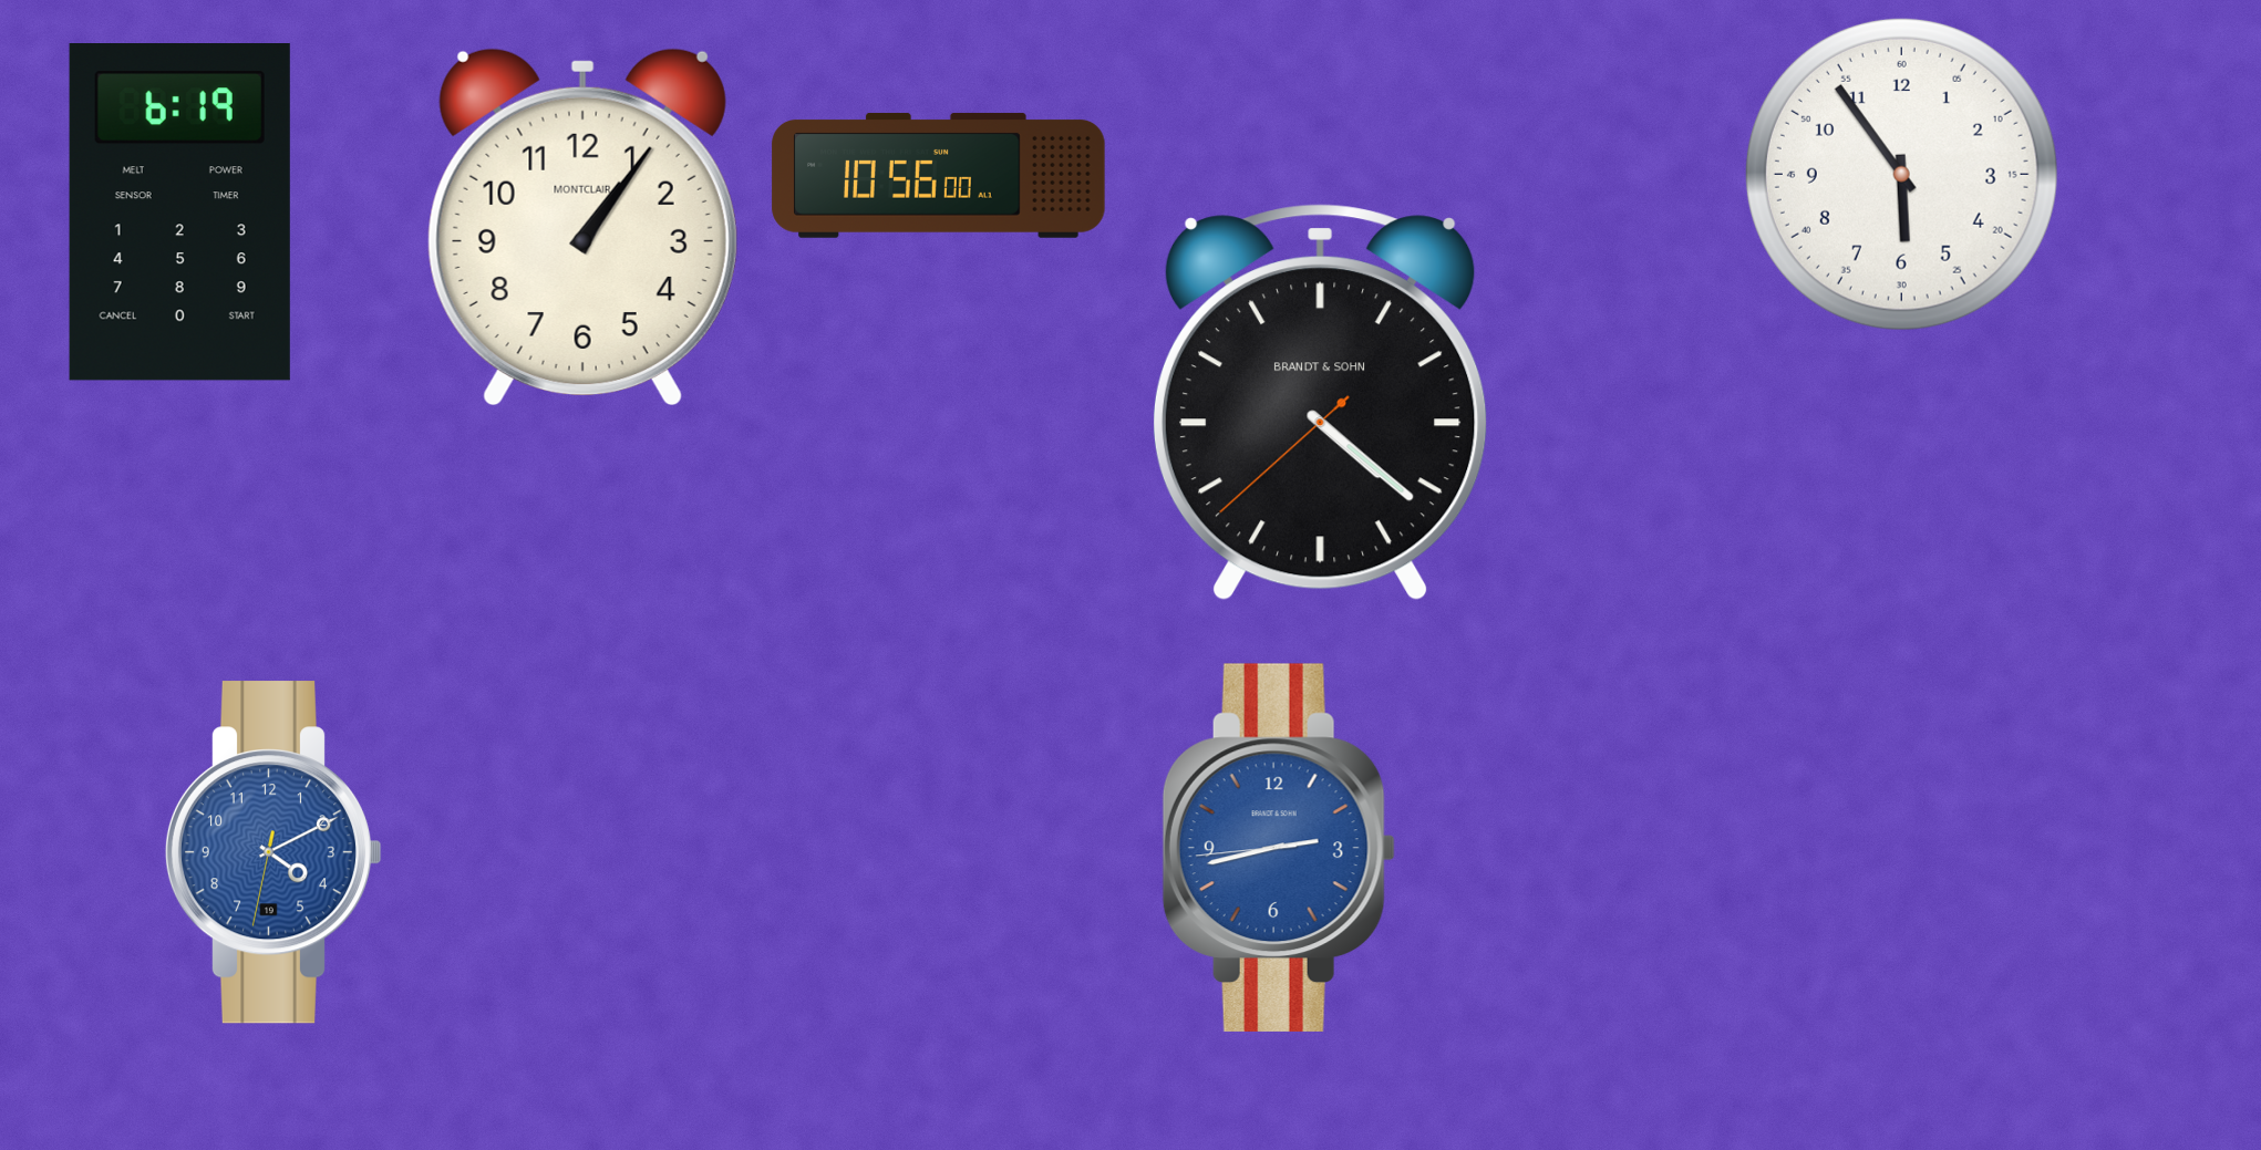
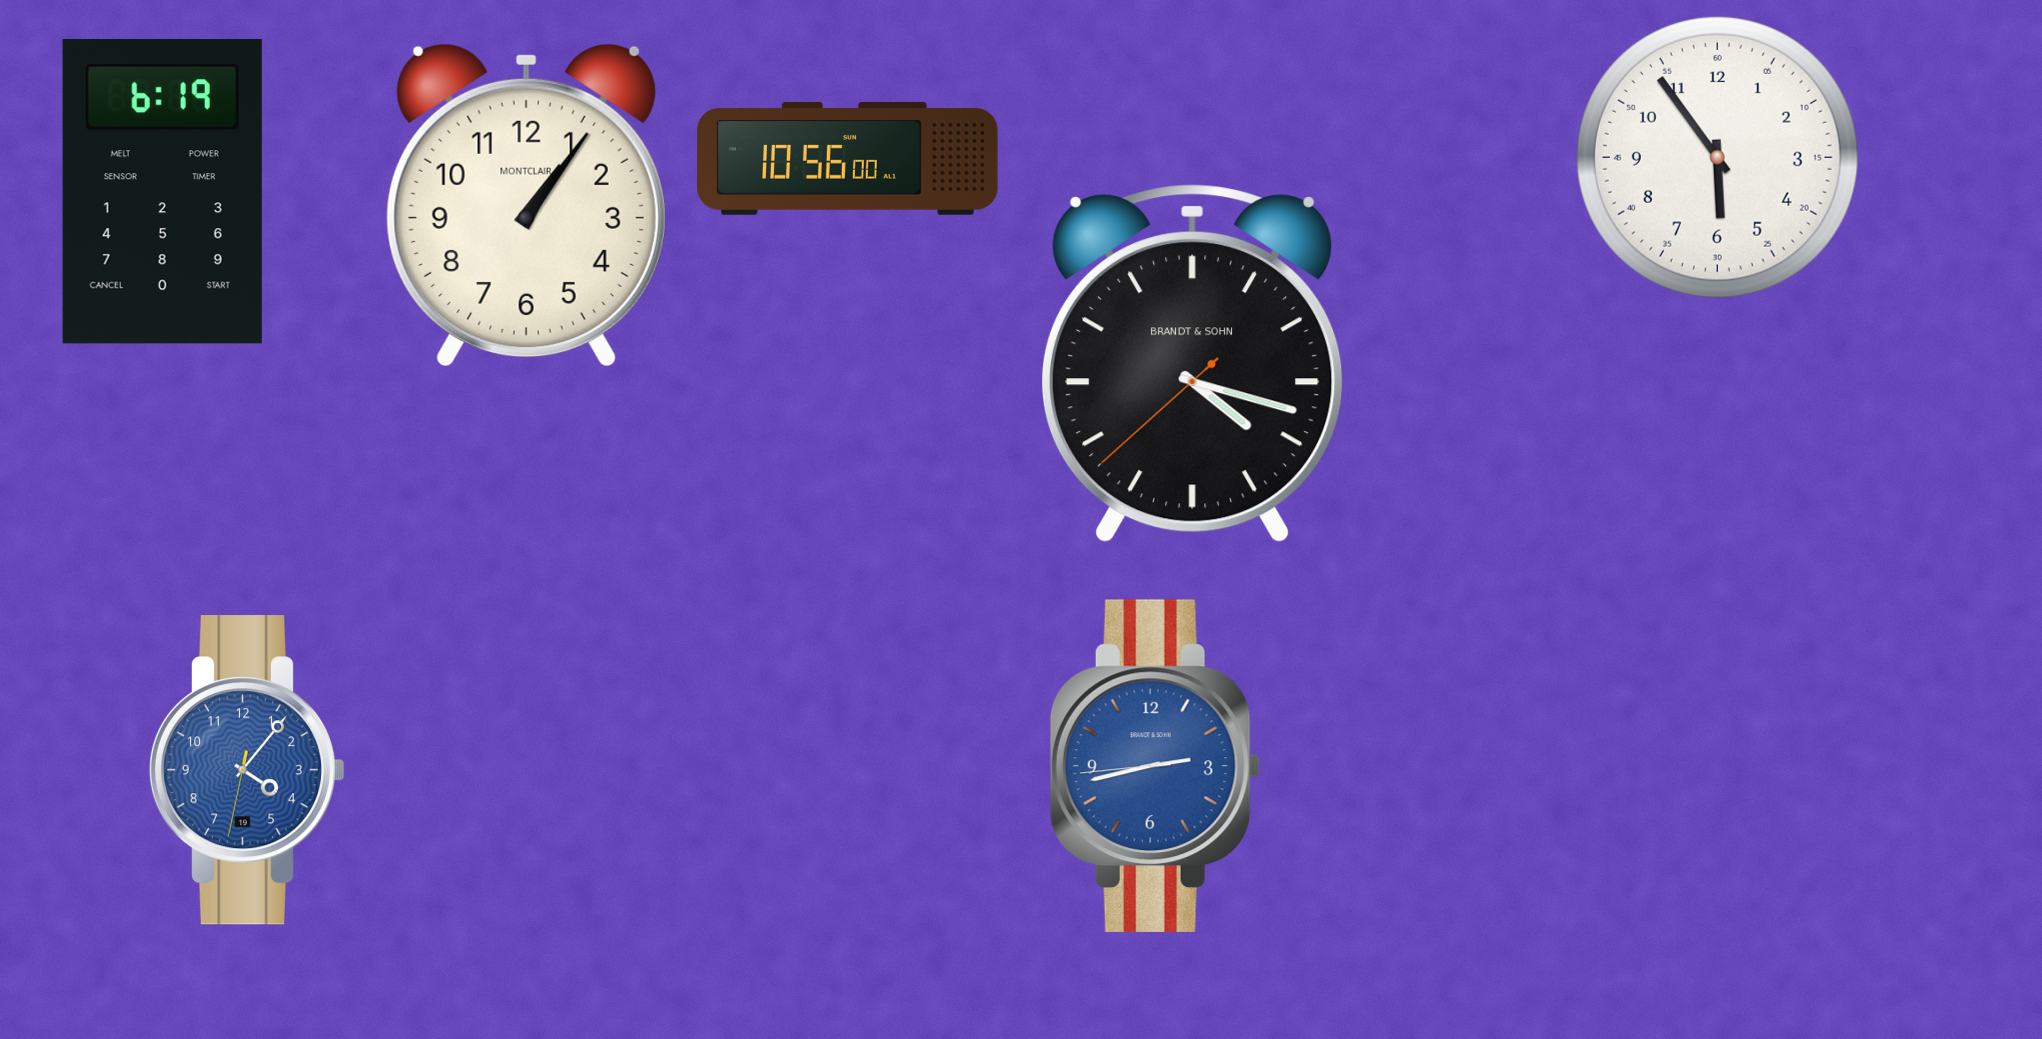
clock at (1320, 403): 4:21 -> 4:17
clock at (273, 852): 4:10 -> 4:06
